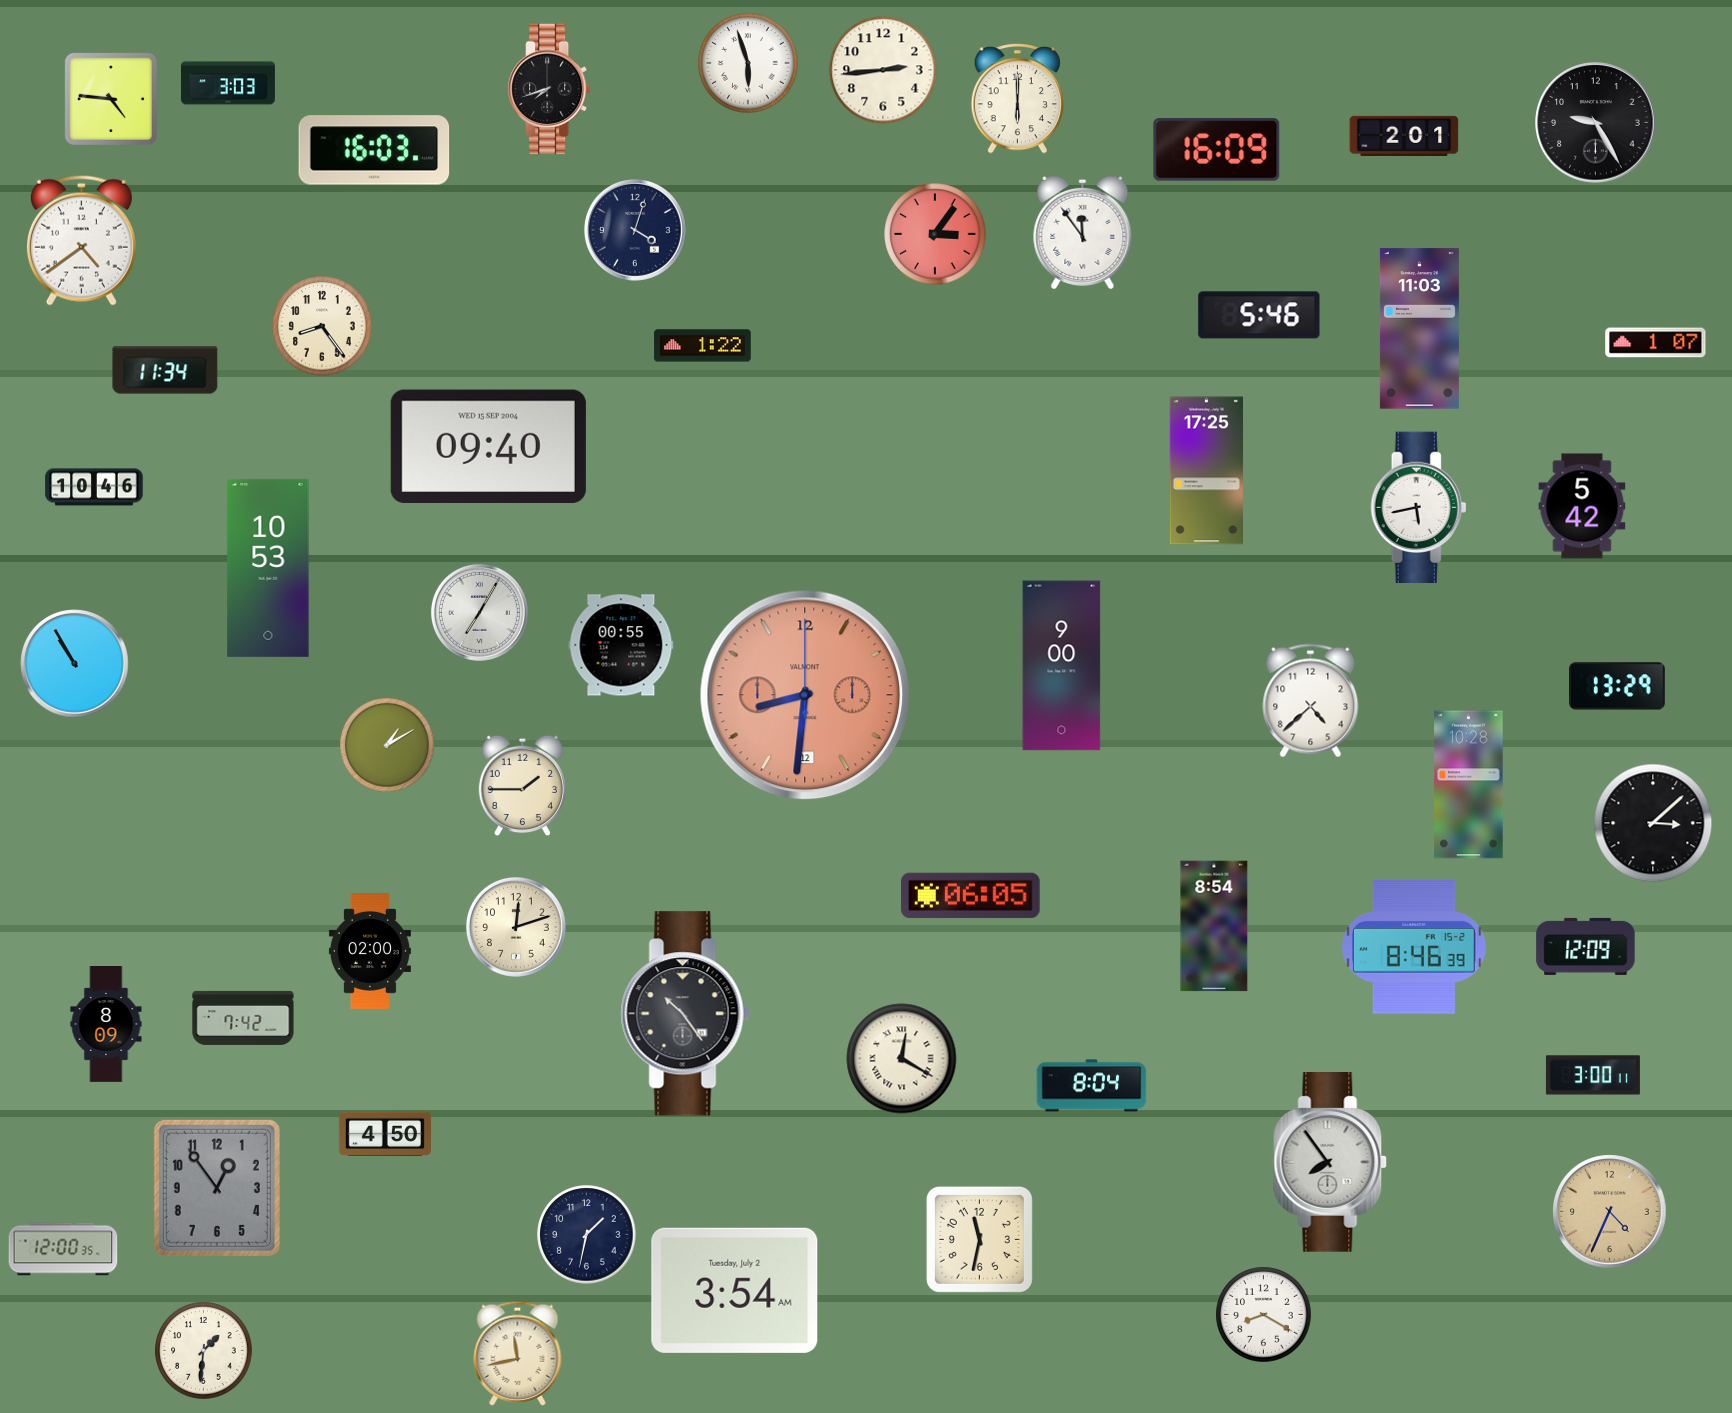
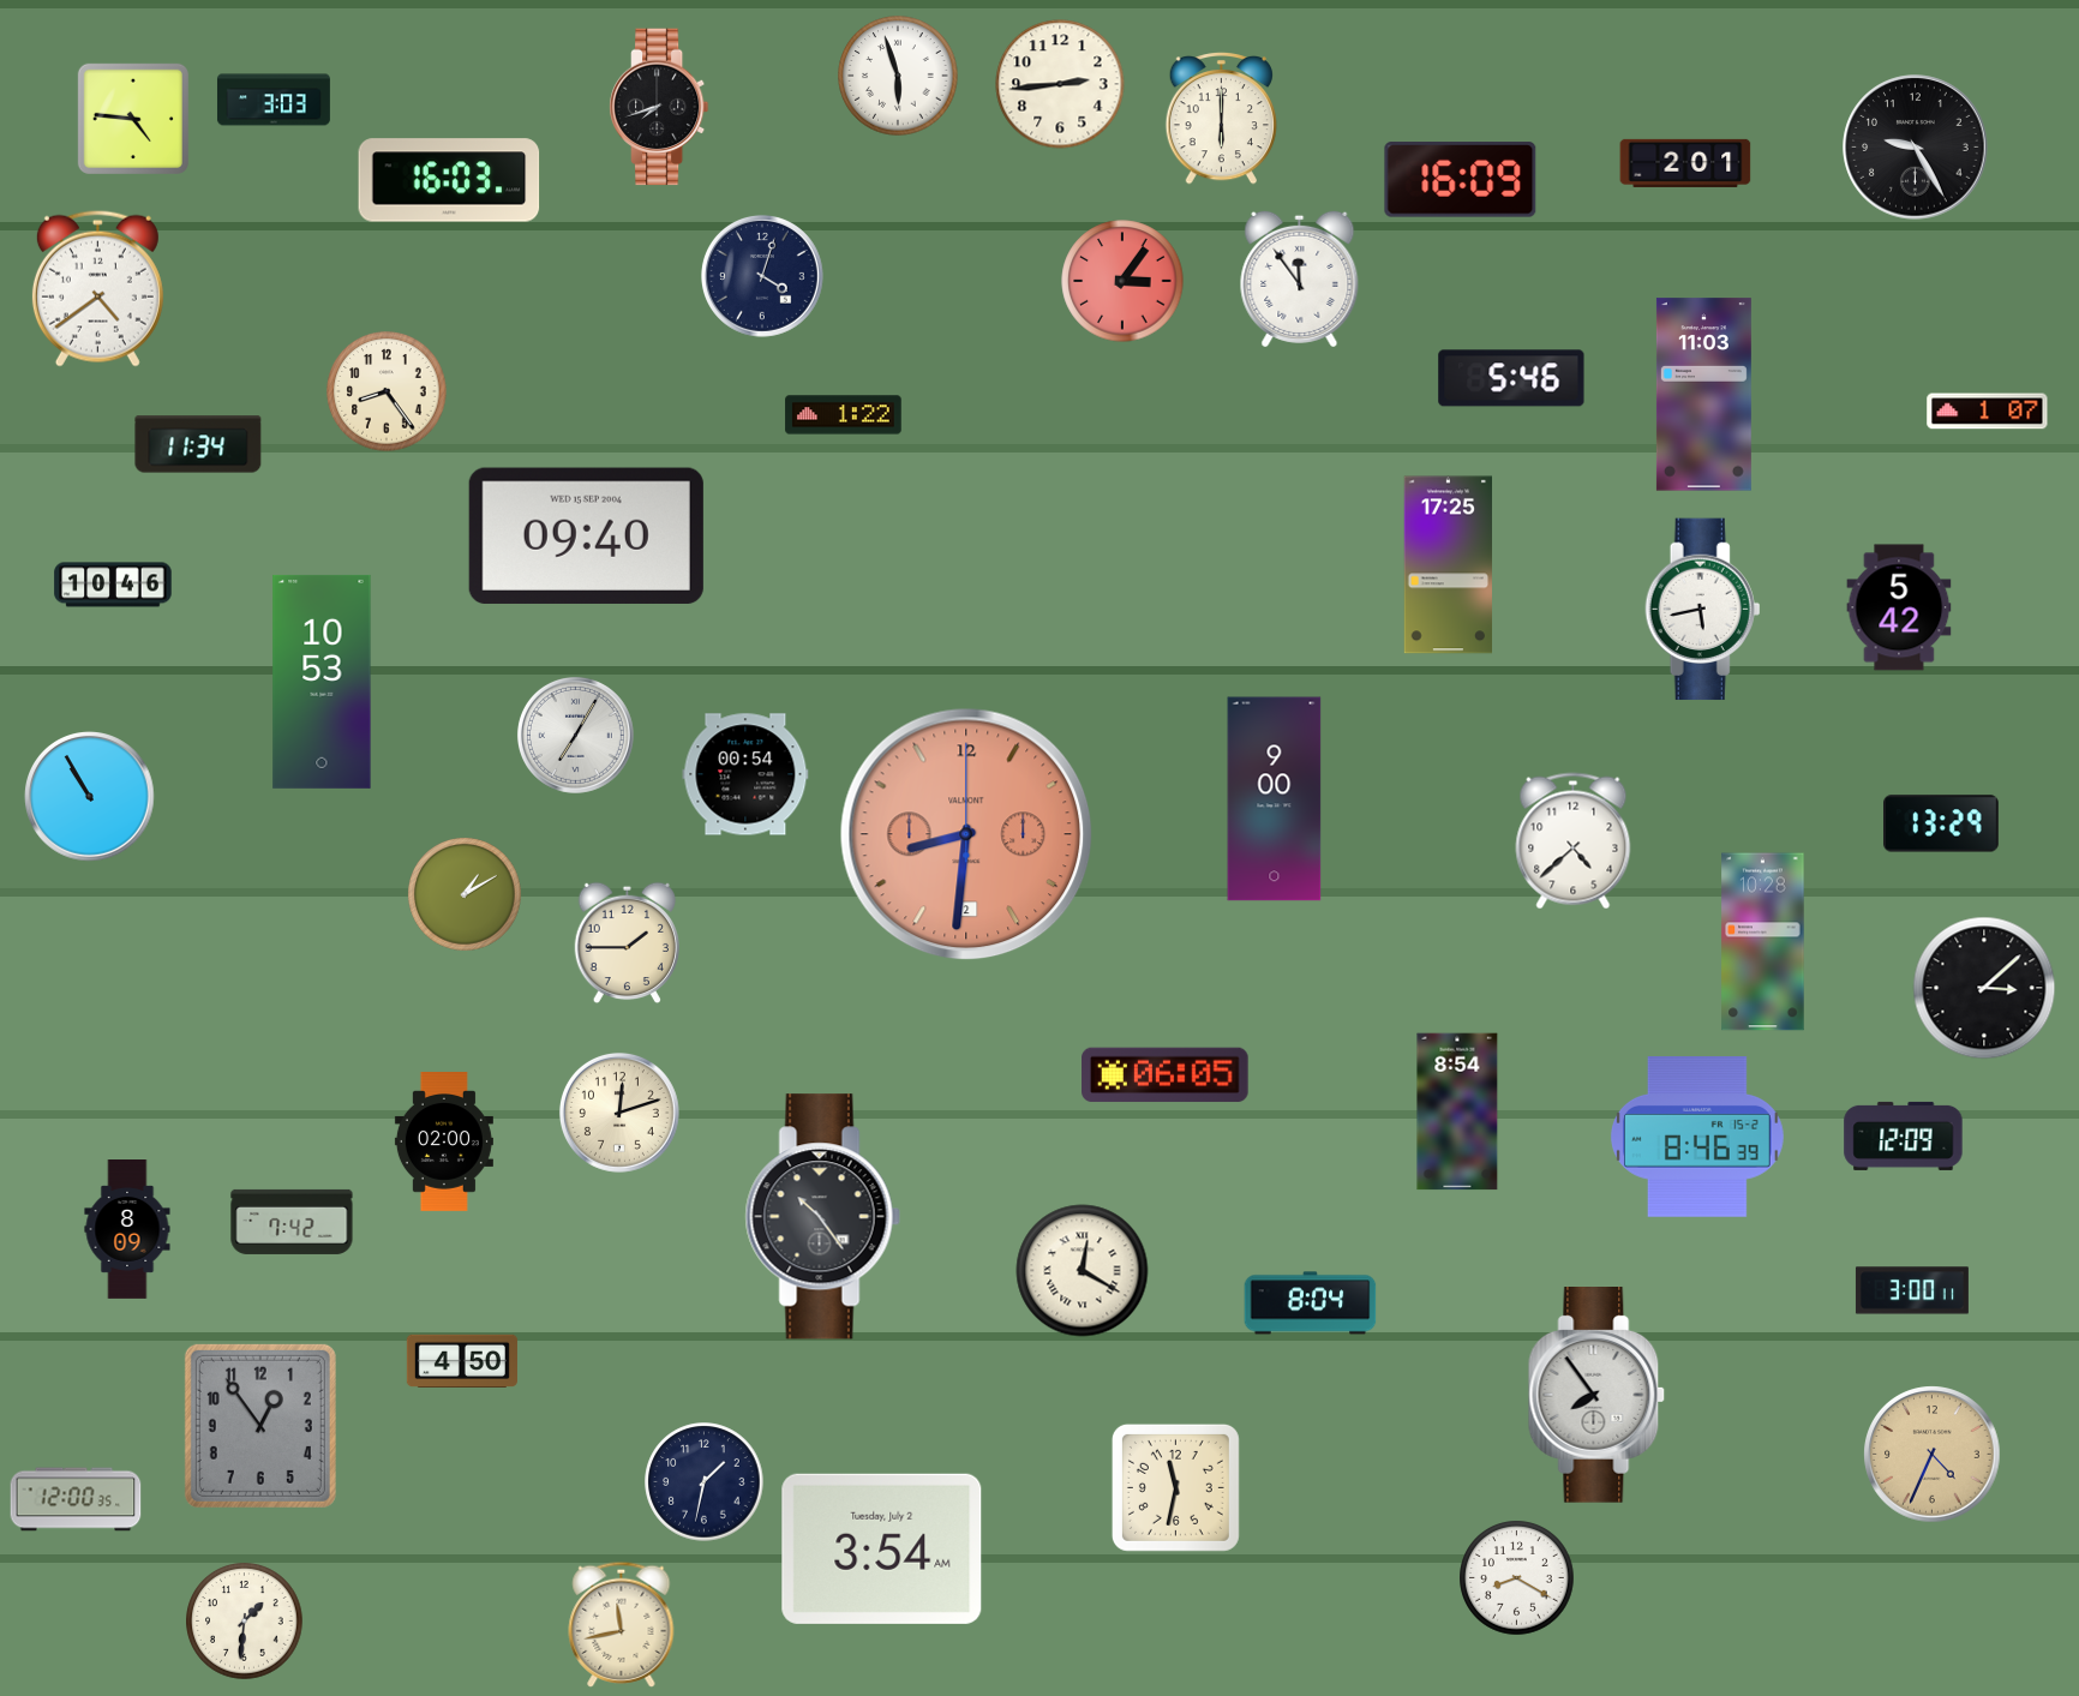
clock at (621, 645): 00:55 -> 00:54
clock at (805, 695) date: 12 -> 2
